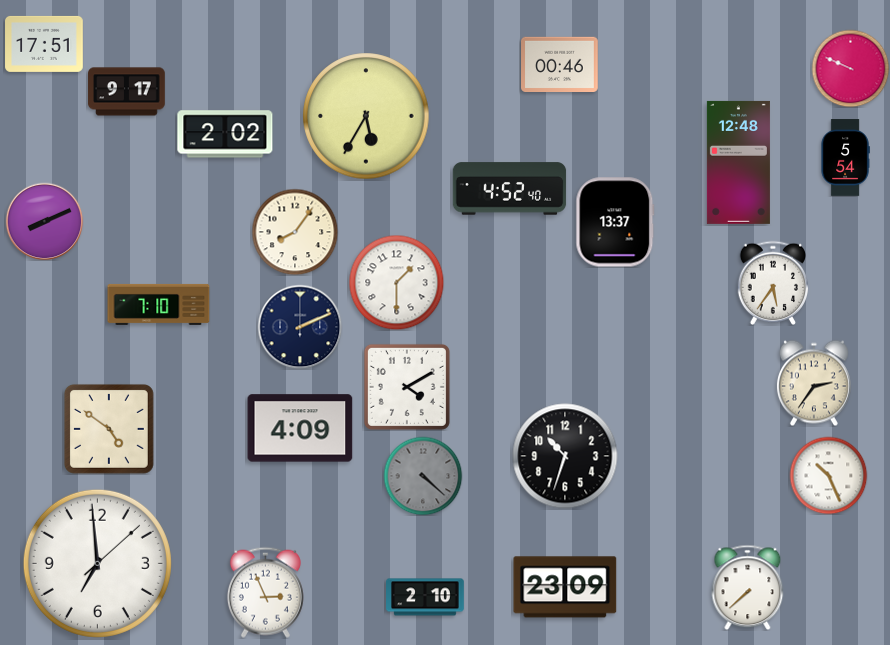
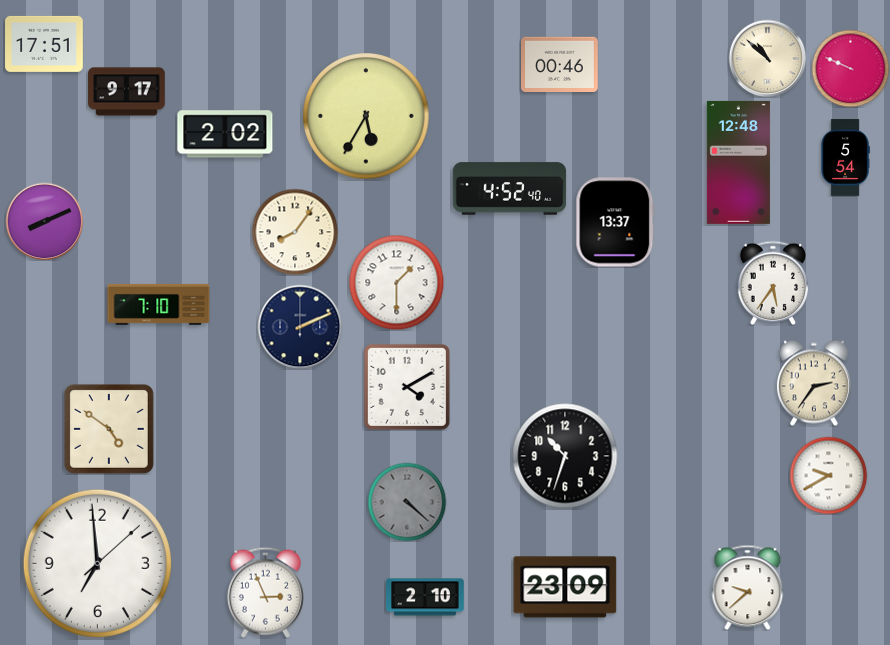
clock at (767, 58): none -> 10:52
clock at (300, 428): 4:09 -> none
clock at (828, 475): 10:26 -> 9:40
clock at (423, 476) position: (423, 476) -> (407, 502)
clock at (748, 587): 7:38 -> 9:38
